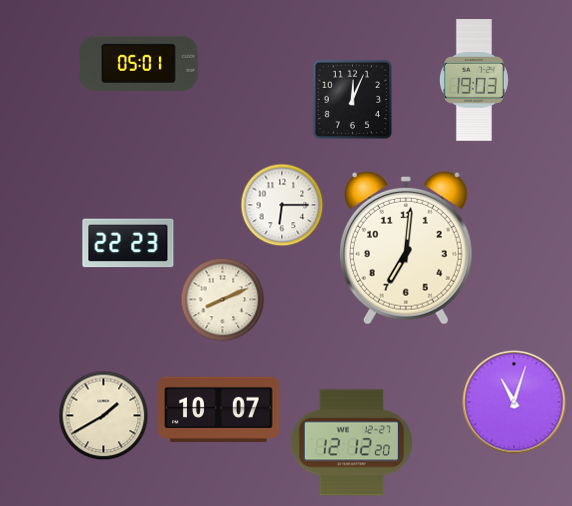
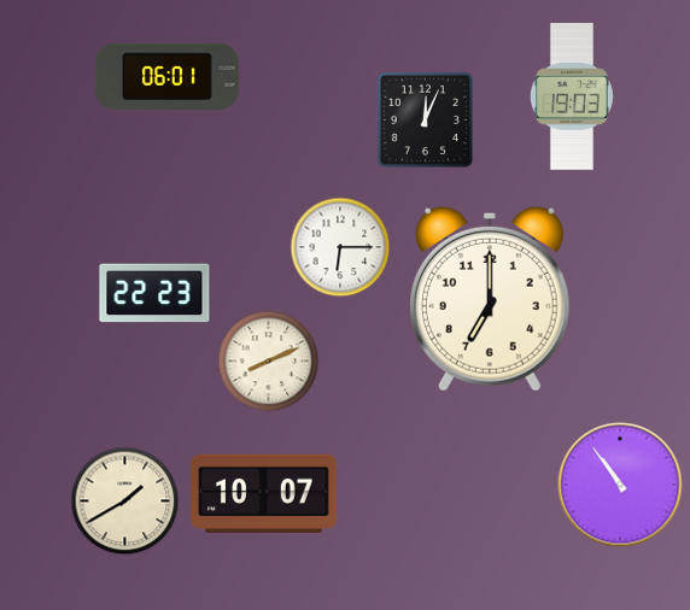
clock at (138, 63): 05:01 -> 06:01
clock at (406, 248): 7:01 -> 7:00
clock at (514, 402): 11:03 -> 10:54
clock at (351, 443): 12:12 -> none
